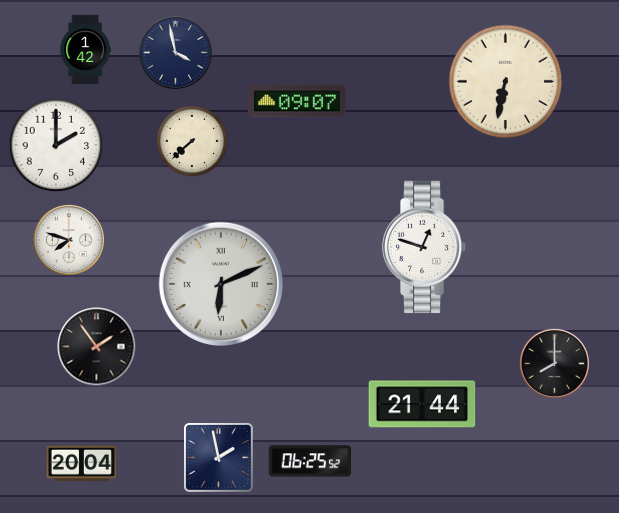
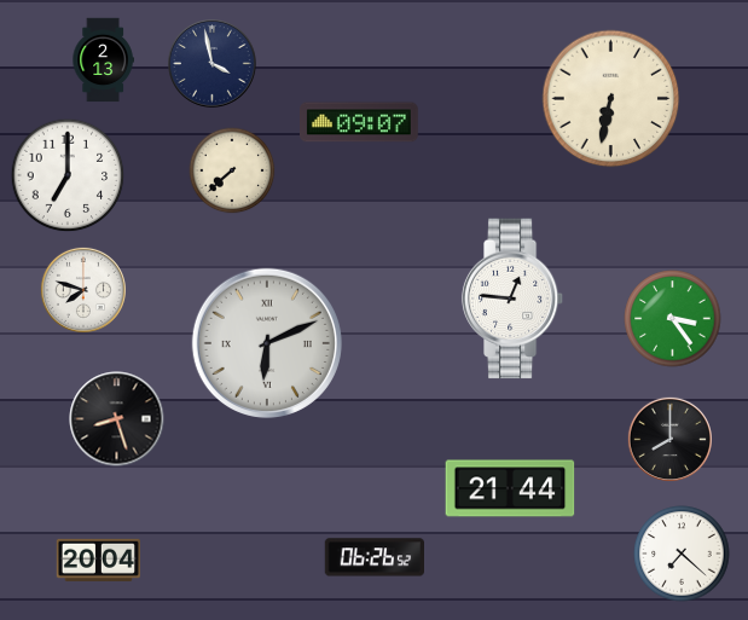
clock at (85, 50): 1:42 -> 2:13
clock at (56, 145): 2:00 -> 7:00
clock at (424, 247): 12:48 -> 12:46
clock at (673, 319): none -> 3:24
clock at (97, 347): 1:54 -> 8:27
clock at (219, 458): 1:58 -> none
clock at (682, 554): none -> 7:22
clock at (309, 461): 06:25 -> 06:26
